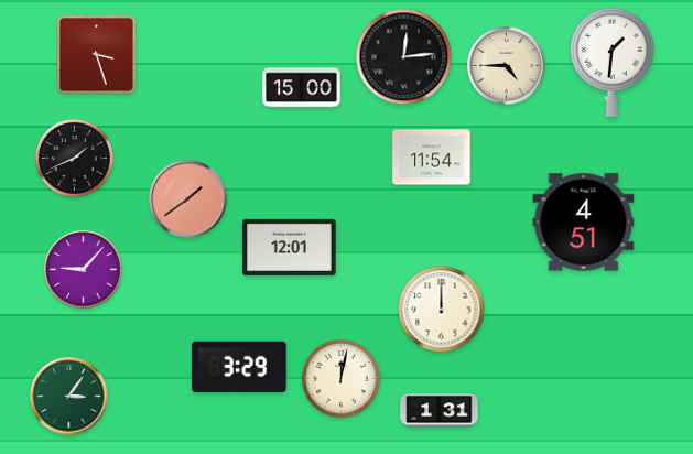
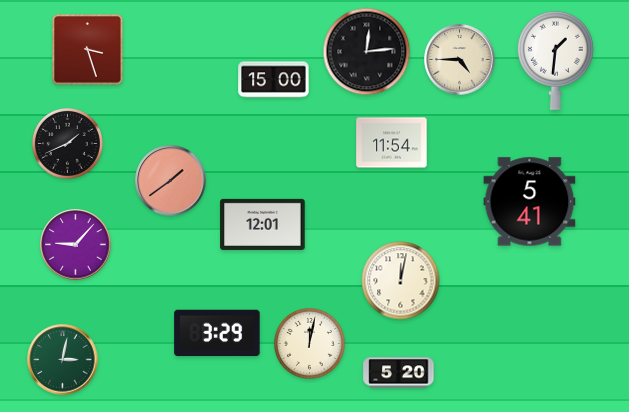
clock at (611, 62) position: (611, 62) -> (555, 60)
clock at (584, 223): 4:51 -> 5:41
clock at (442, 310): 12:00 -> 12:02
clock at (69, 397): 3:06 -> 3:02
clock at (440, 411): 1:31 -> 5:20
